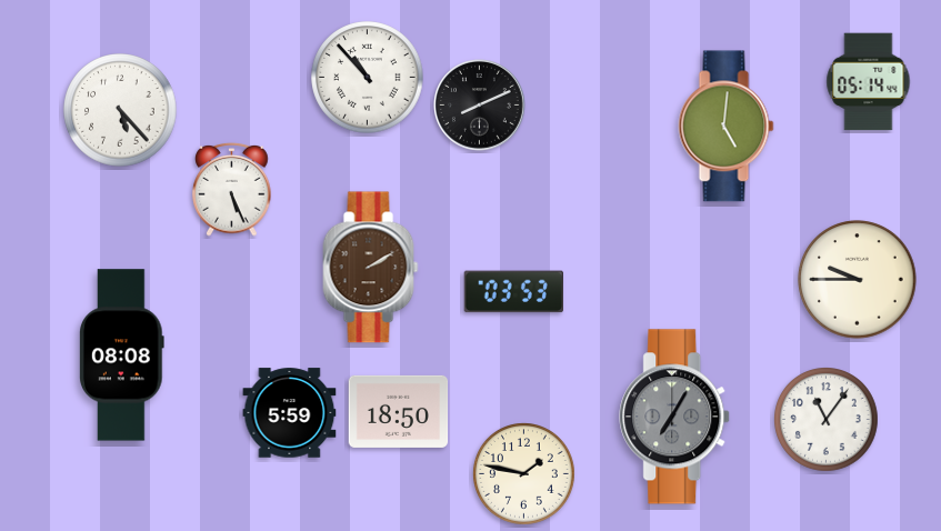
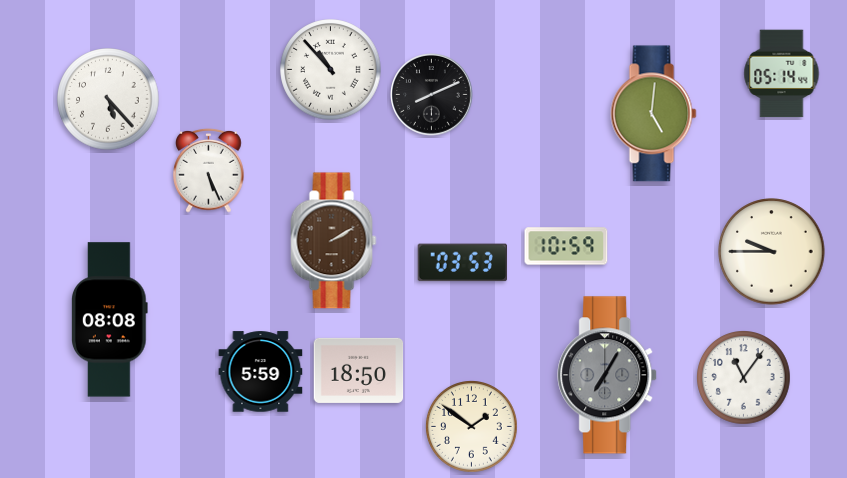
clock at (566, 246): none -> 10:59
clock at (524, 474): 1:47 -> 1:51
